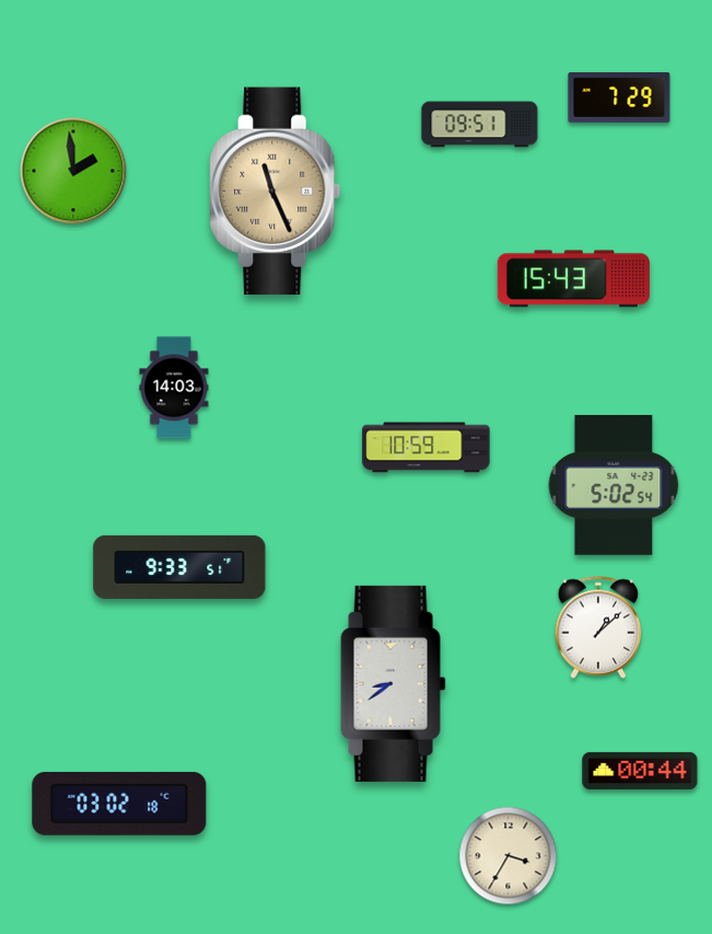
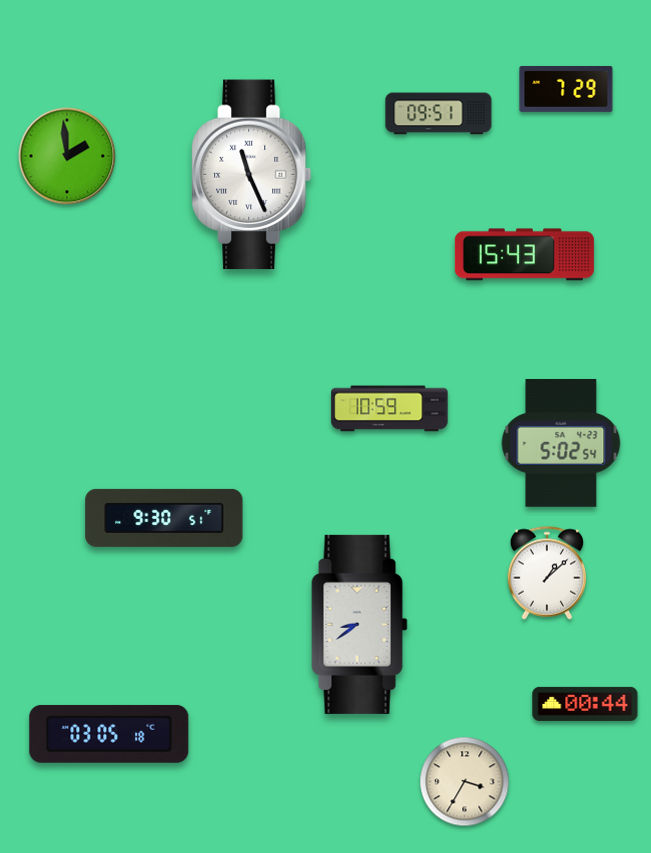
clock at (276, 192) dial: champagne -> white
clock at (174, 388): 14:03 -> none
clock at (179, 567): 9:33 -> 9:30
clock at (119, 804): 03:02 -> 03:05
